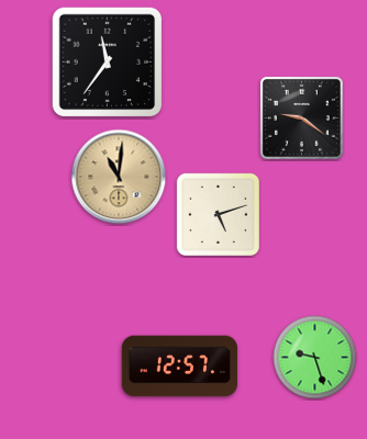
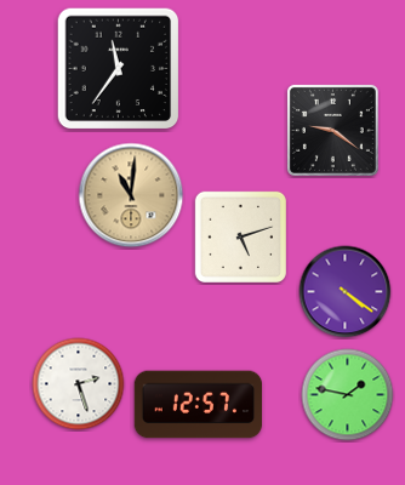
clock at (346, 292): none -> 4:21
clock at (79, 384): none -> 2:27
clock at (315, 358): 9:27 -> 1:47
